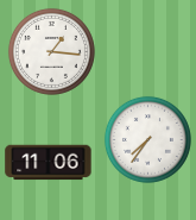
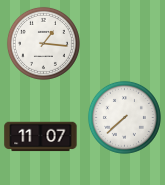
clock at (147, 139): 7:36 -> 7:38
clock at (49, 163): 11:06 -> 11:07
